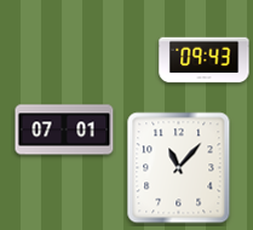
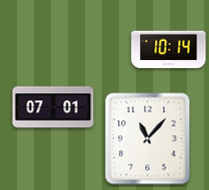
clock at (205, 61): 09:43 -> 10:14
